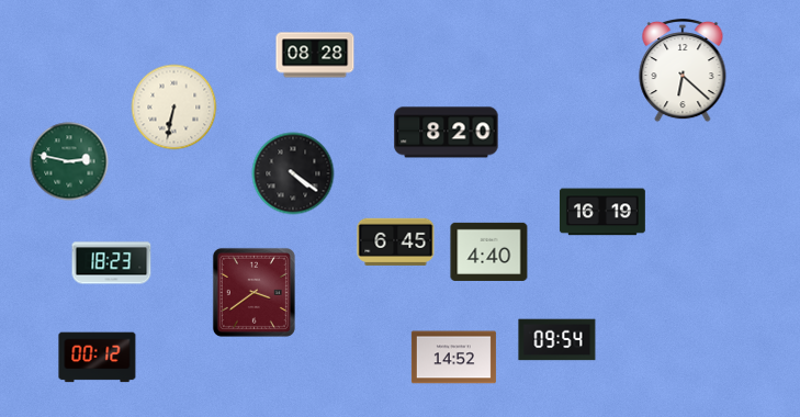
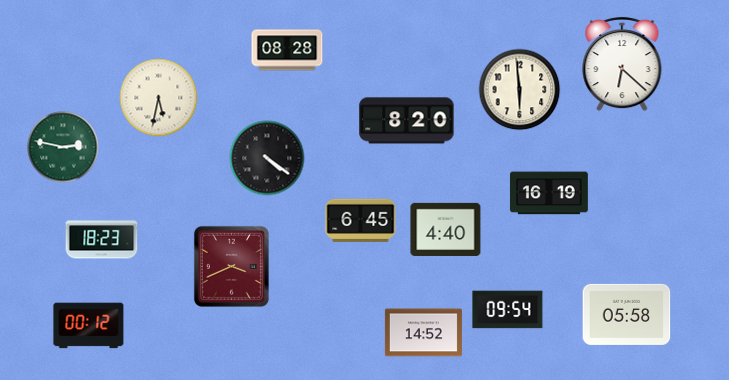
clock at (520, 90): none -> 5:59
clock at (174, 108): 6:32 -> 5:32
clock at (253, 292): 3:39 -> 3:41
clock at (627, 314): none -> 05:58
clock at (453, 358) position: (453, 358) -> (423, 333)
